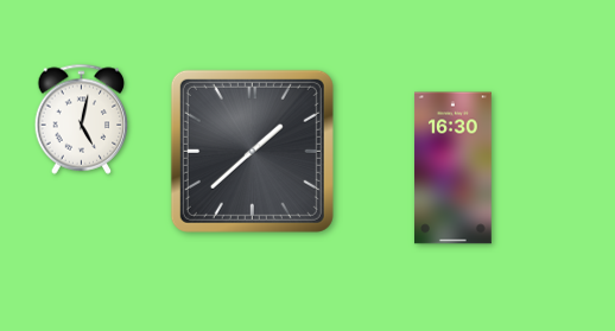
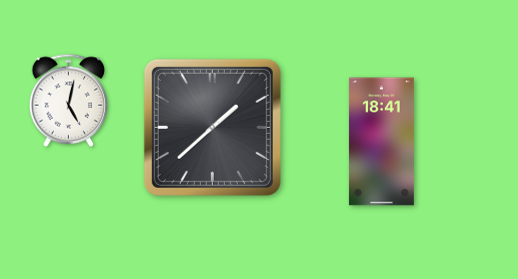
clock at (452, 168): 16:30 -> 18:41
